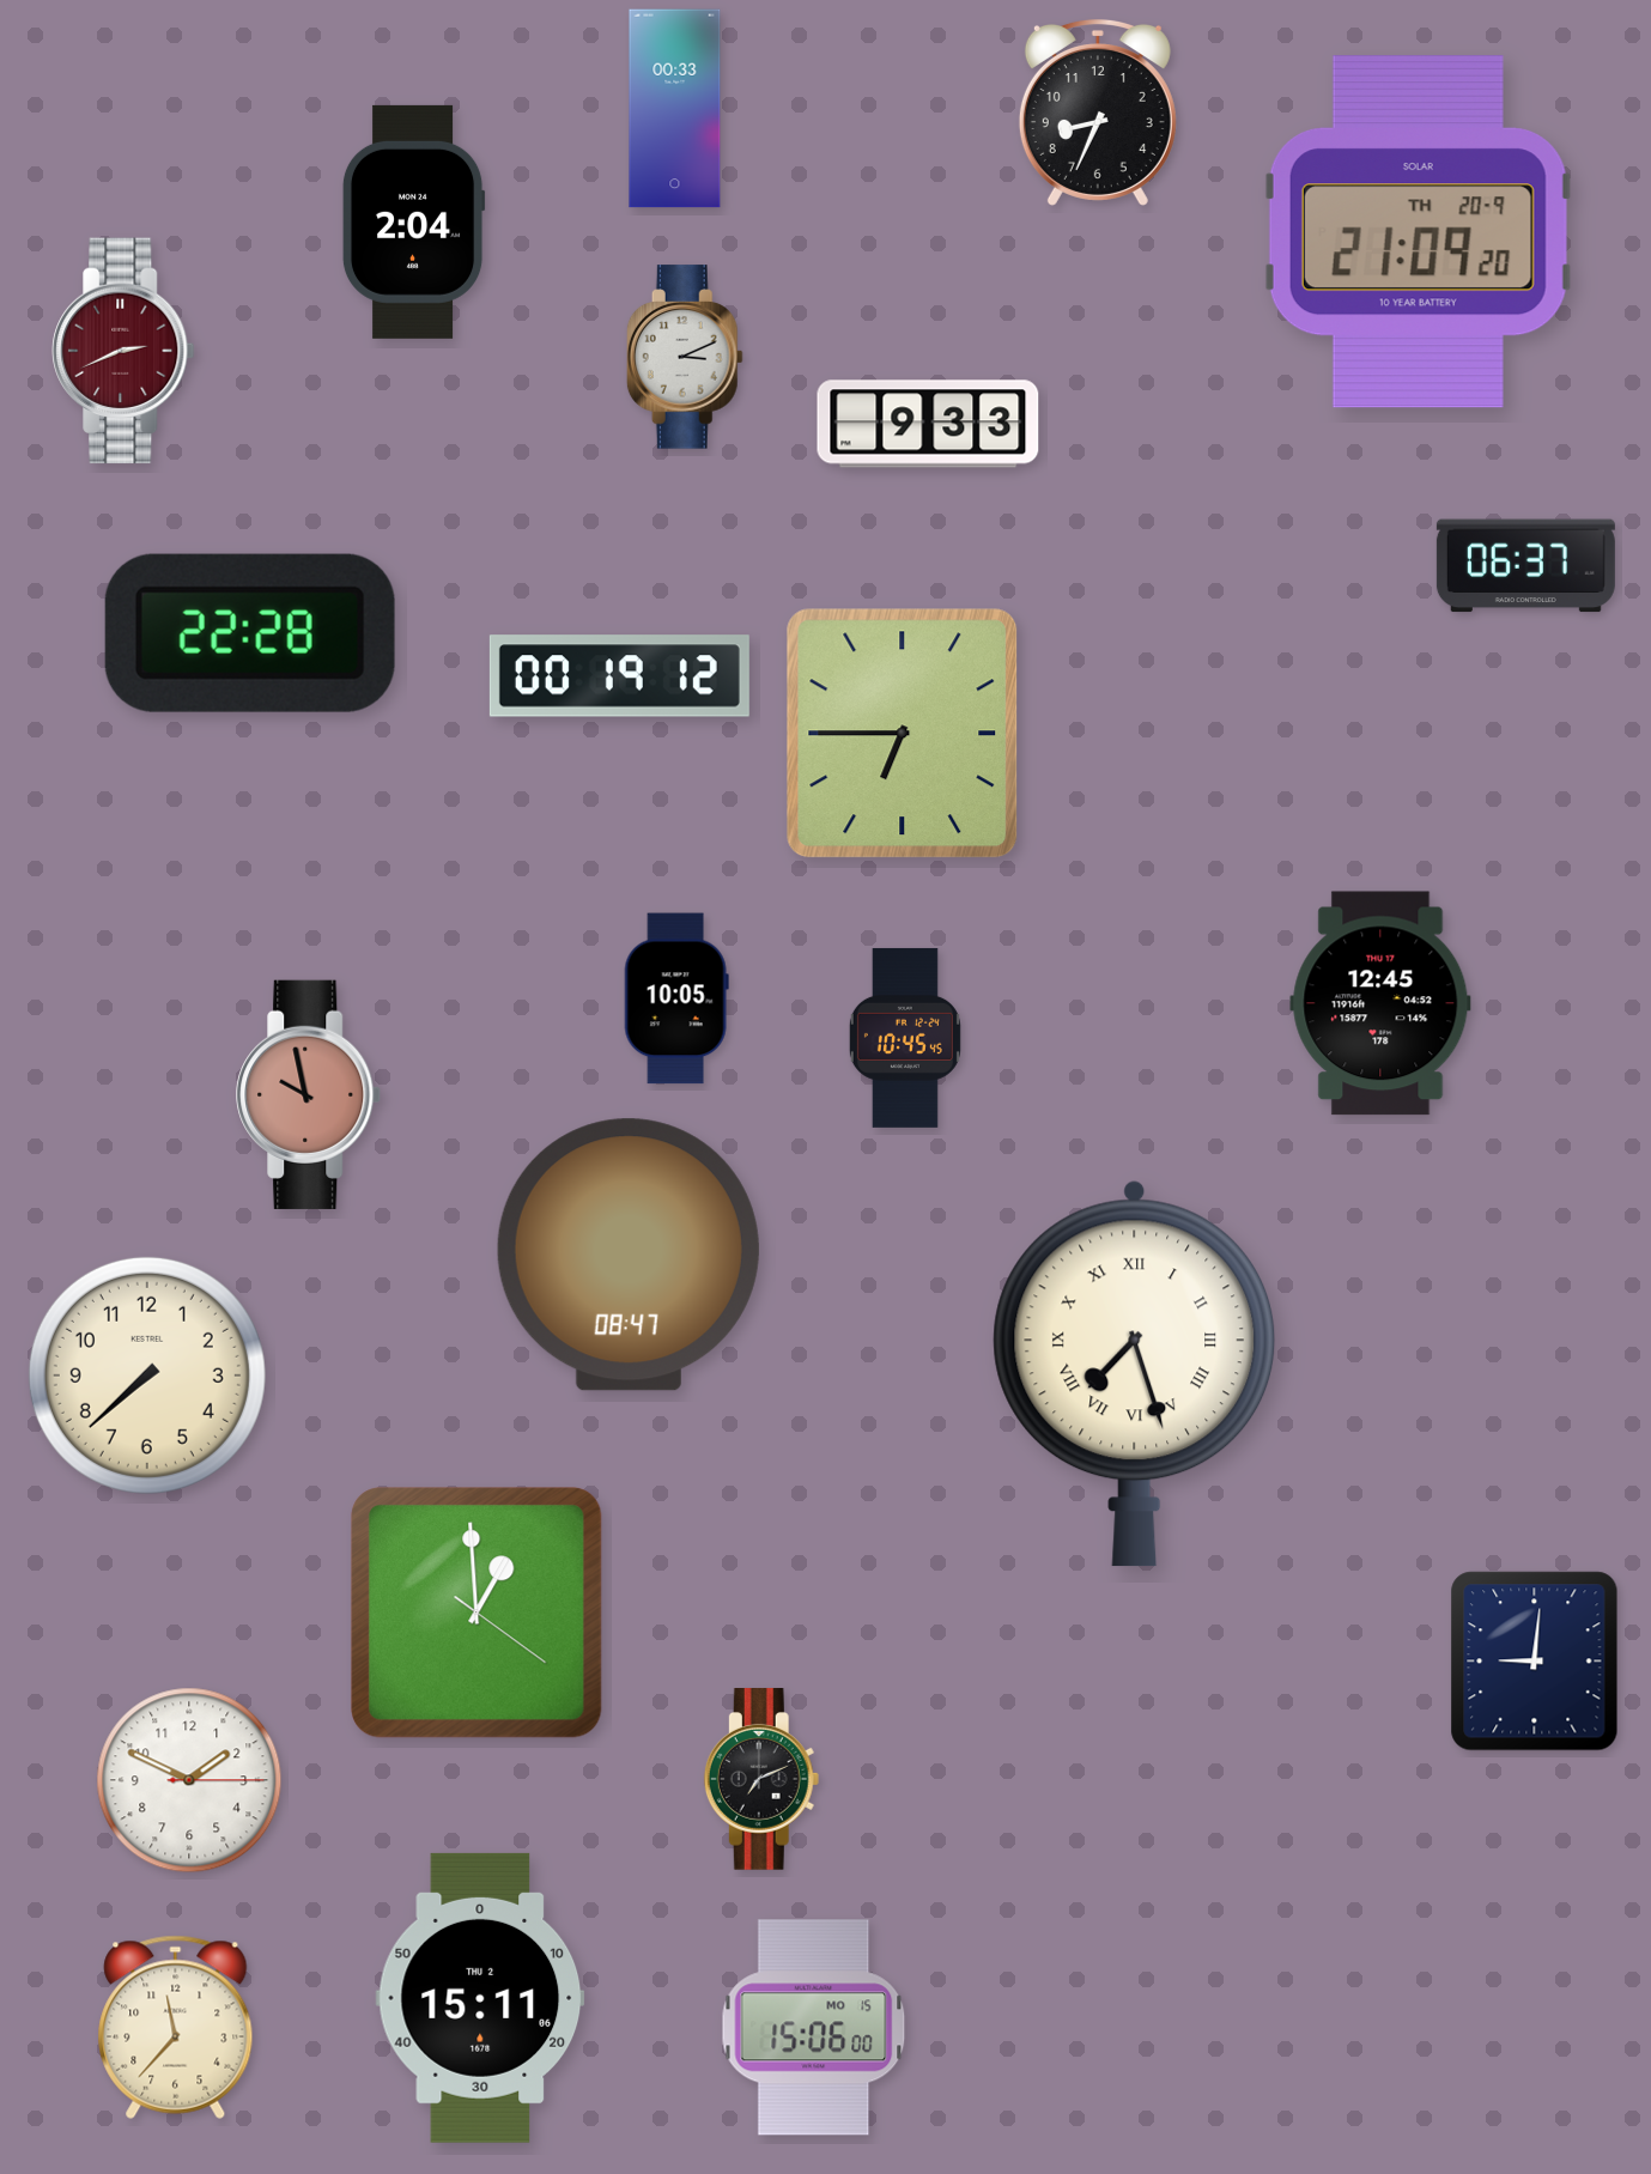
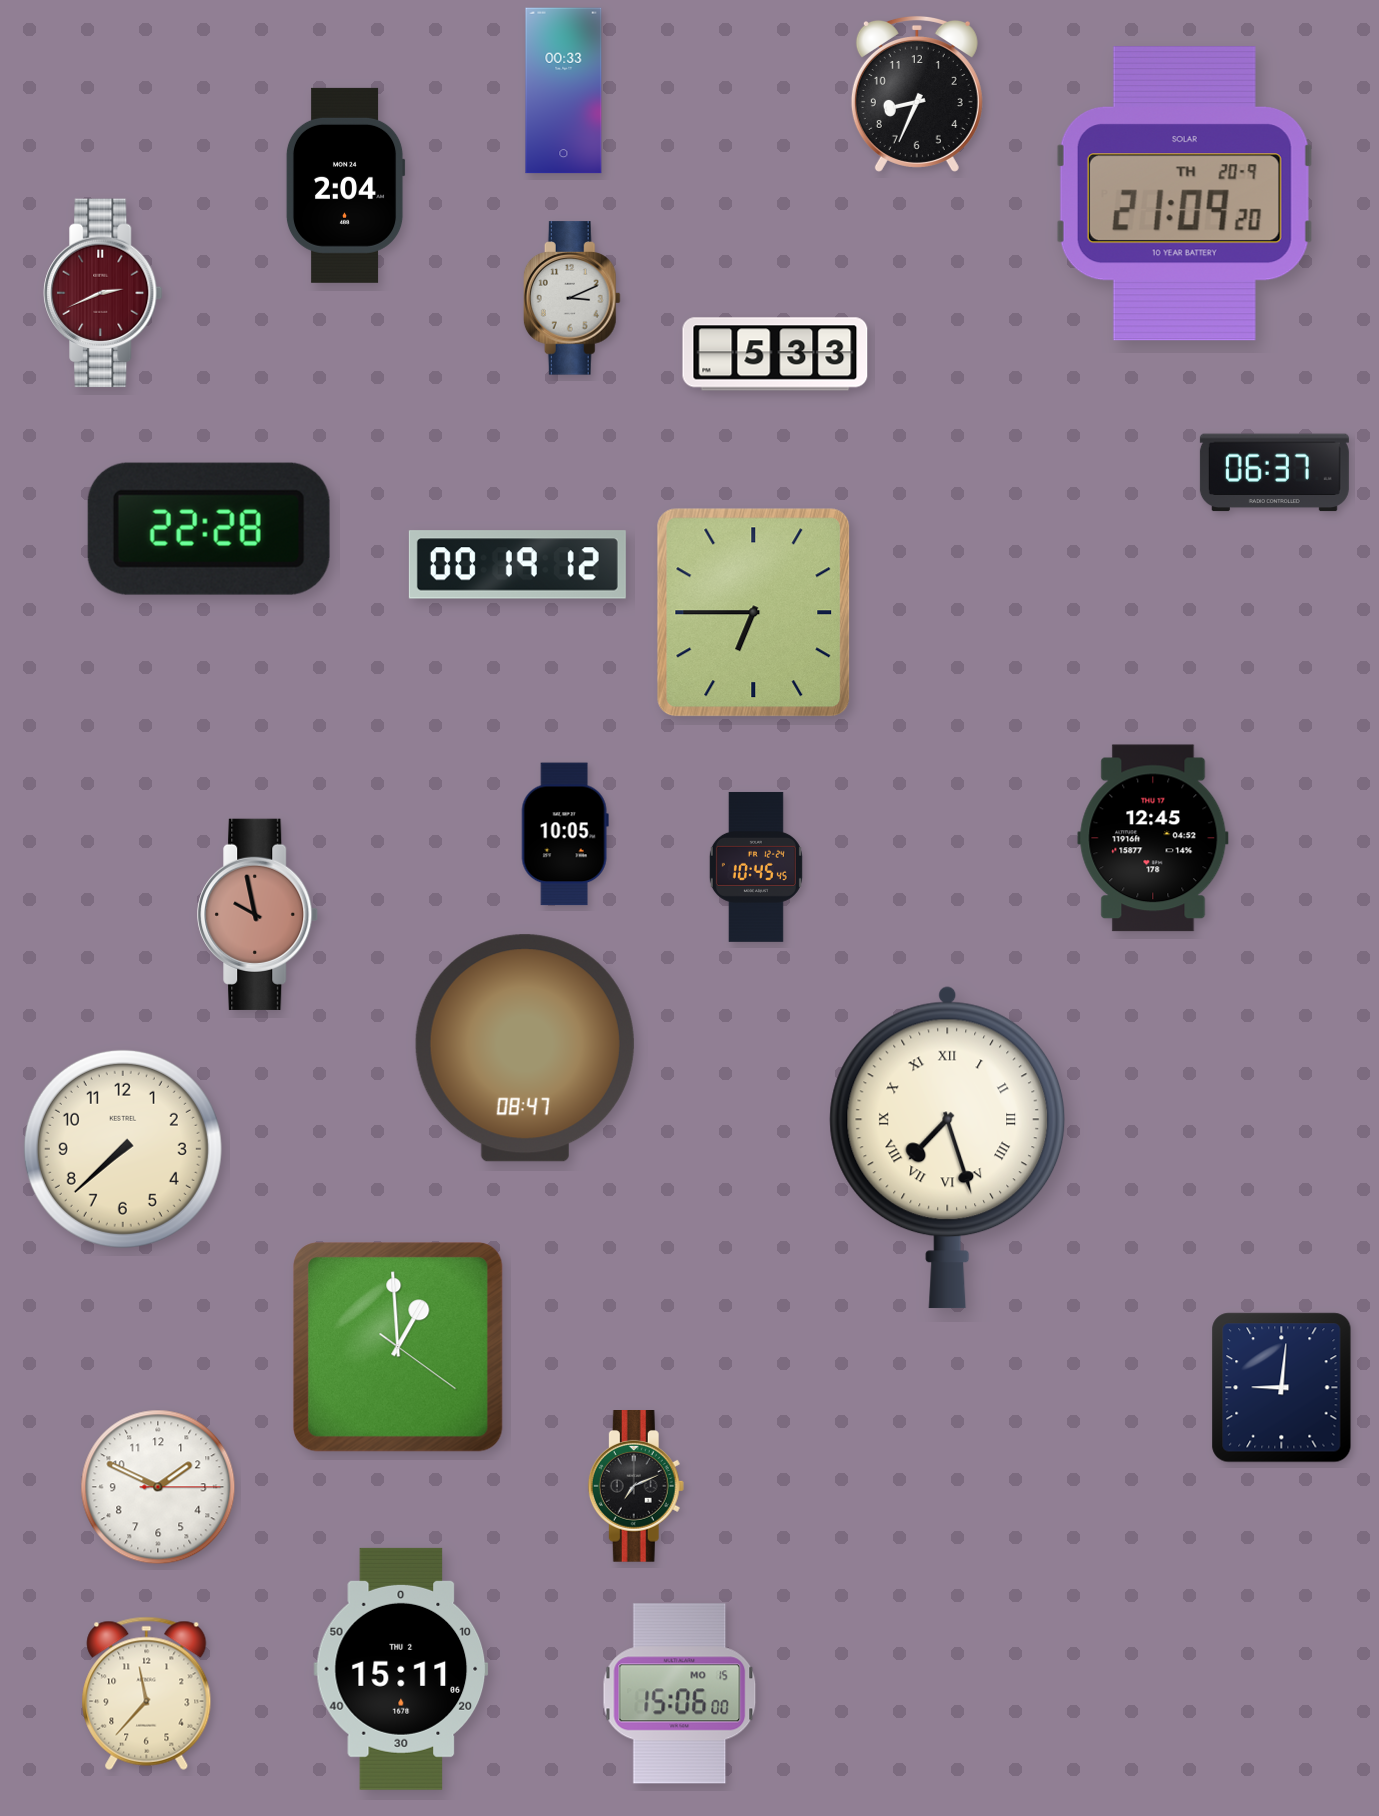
clock at (928, 424): 9:33 -> 5:33
